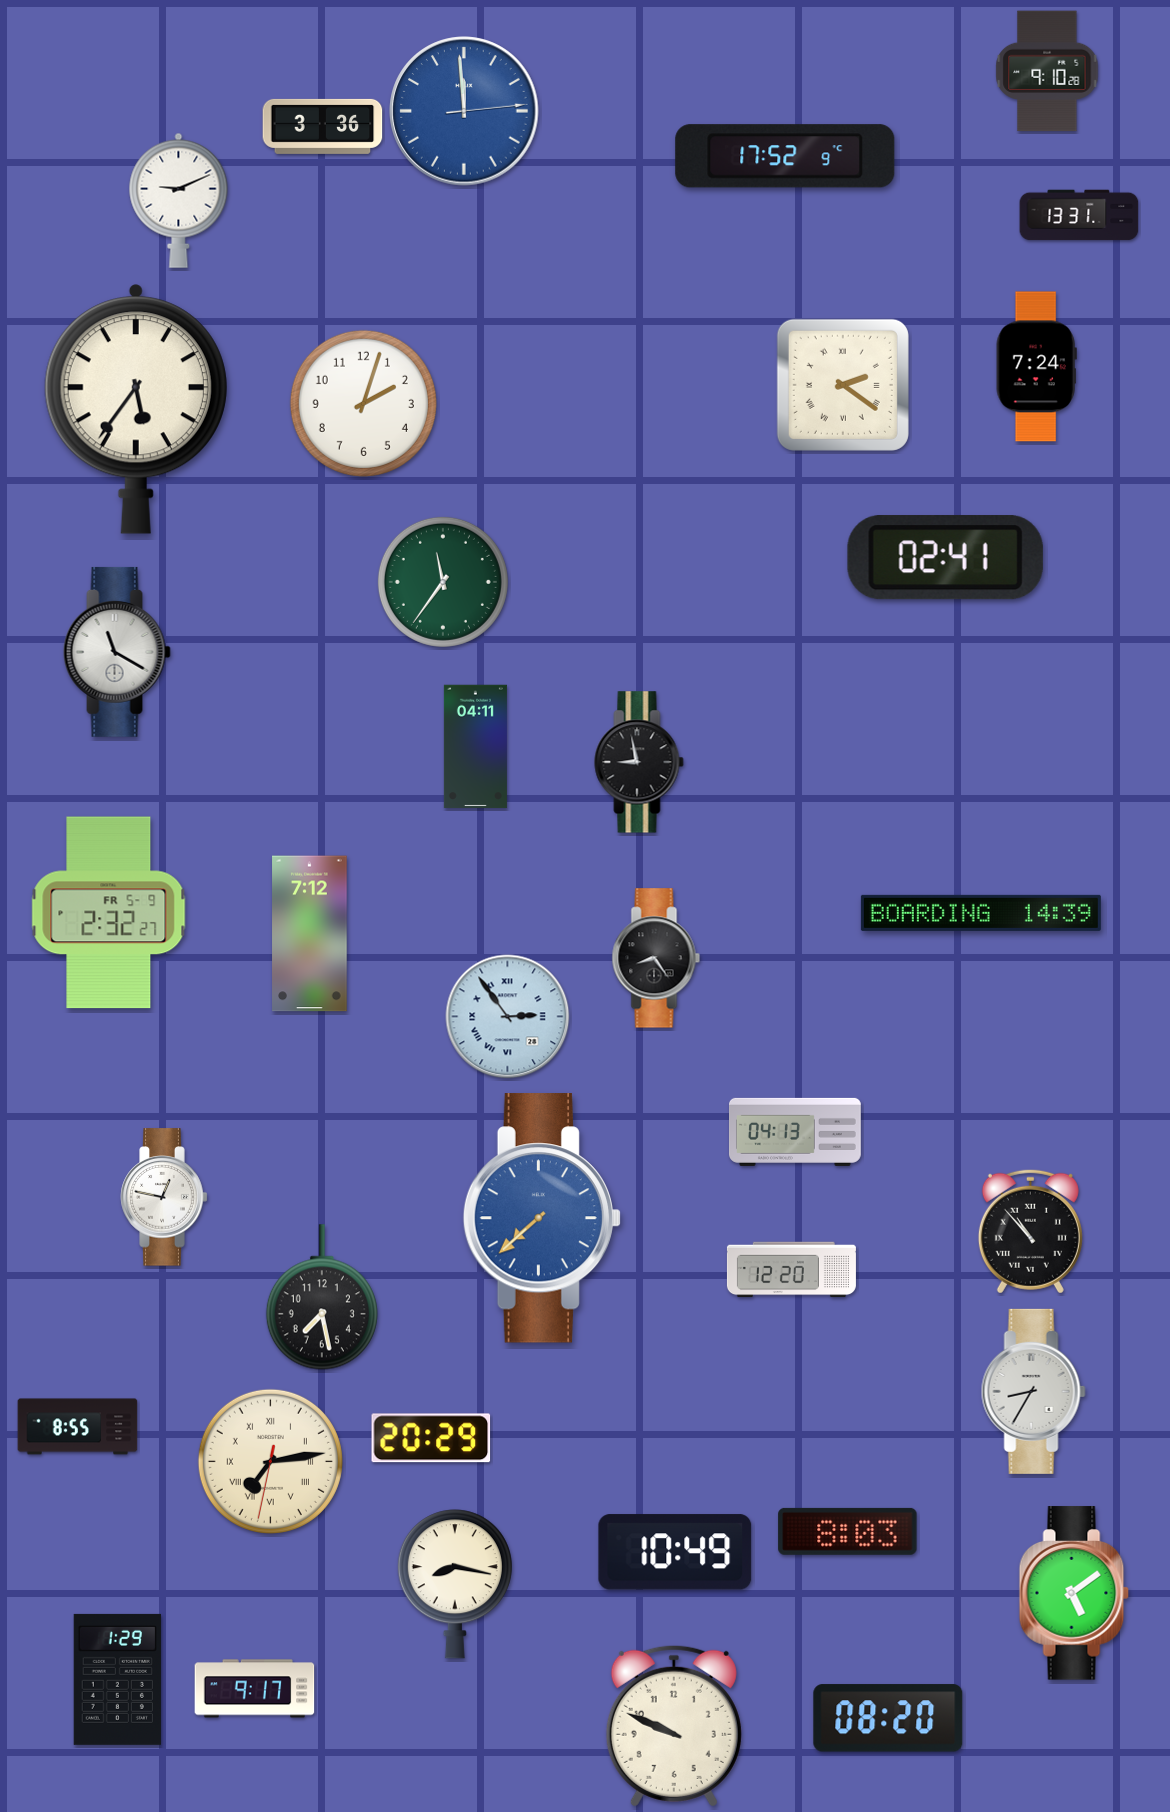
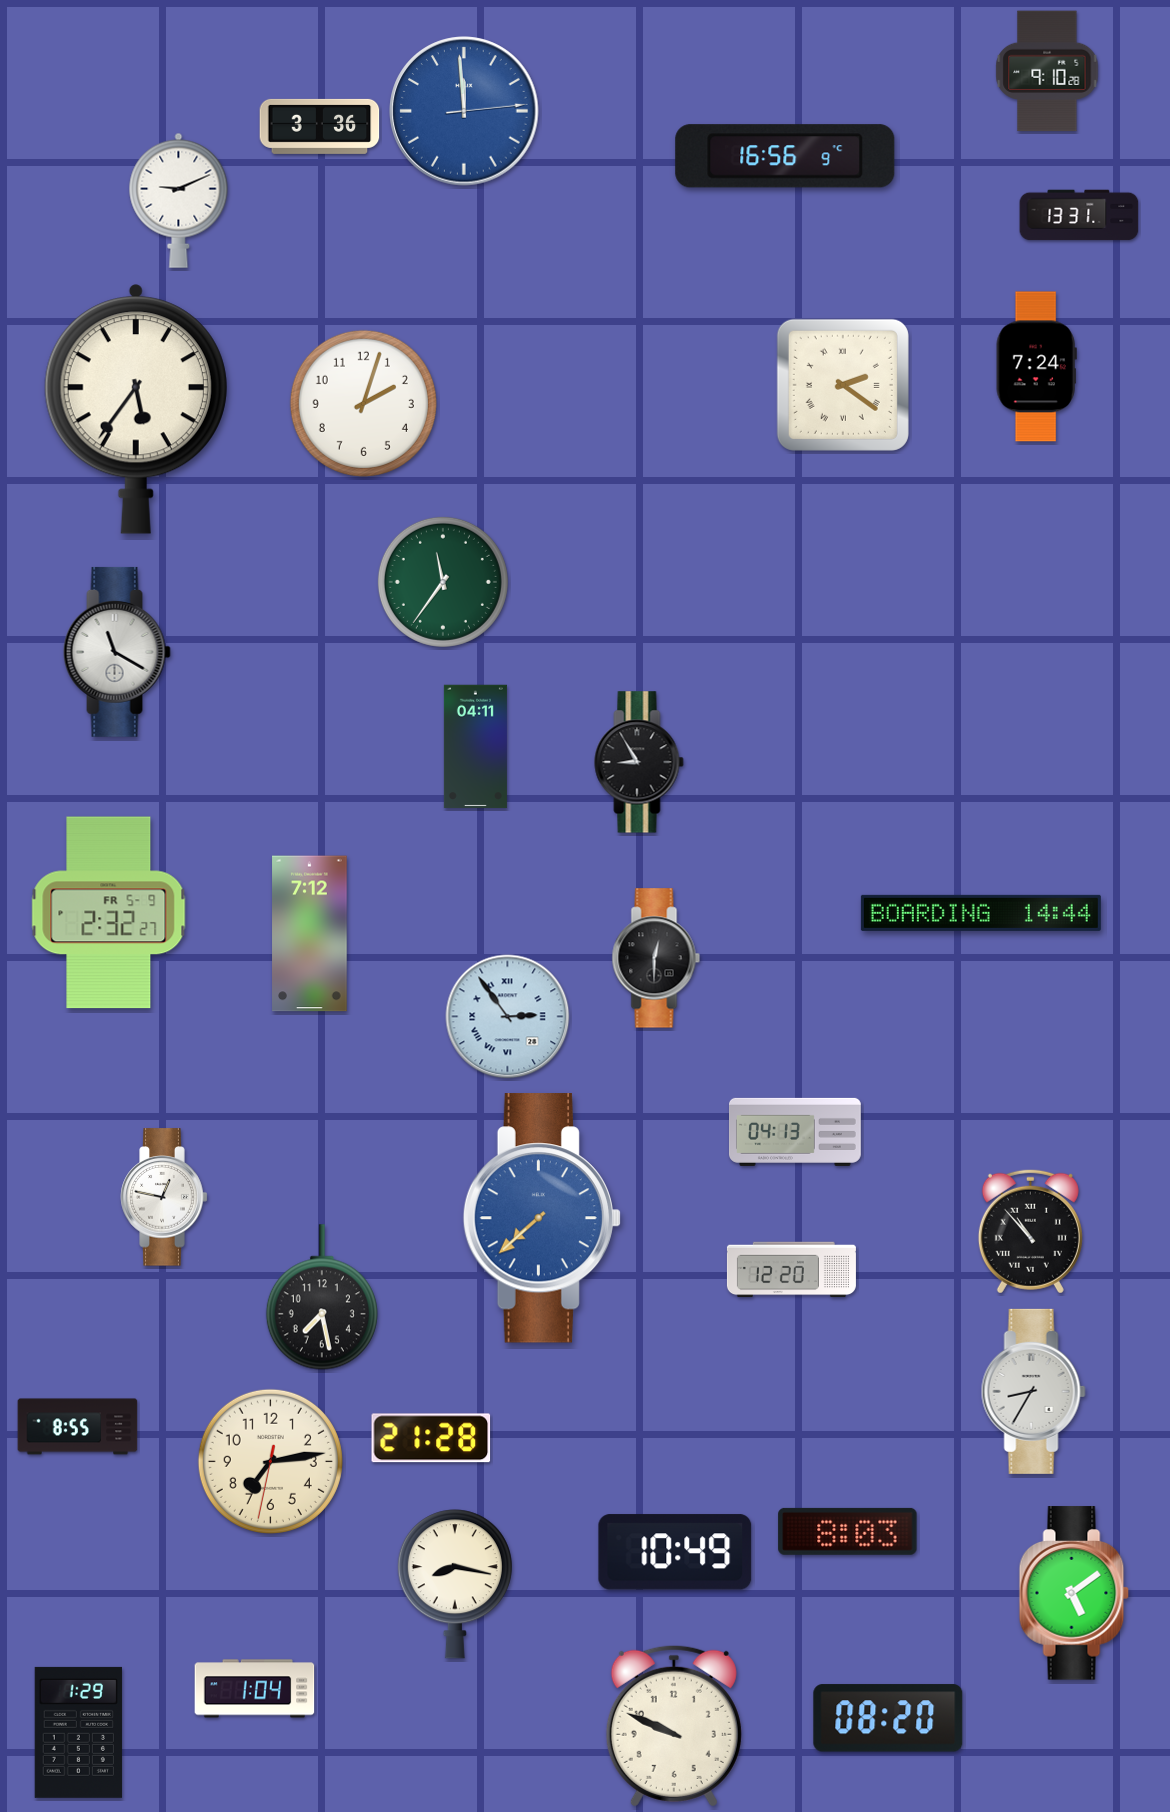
clock at (323, 126) position: (323, 126) -> (320, 126)
clock at (785, 156): 17:52 -> 16:56
clock at (945, 558): 02:41 -> none
clock at (639, 762): 8:58 -> 8:55
clock at (981, 913): 14:39 -> 14:44
clock at (656, 958): 8:24 -> 12:30
clock at (431, 1438): 20:29 -> 21:28
clock at (270, 1461) numerals: Roman -> Arabic
clock at (117, 1679) position: (117, 1679) -> (78, 1732)
clock at (255, 1689): 9:17 -> 1:04
